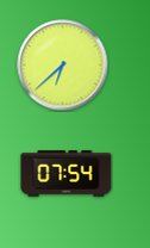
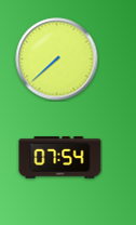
clock at (63, 66): 6:38 -> 7:38
